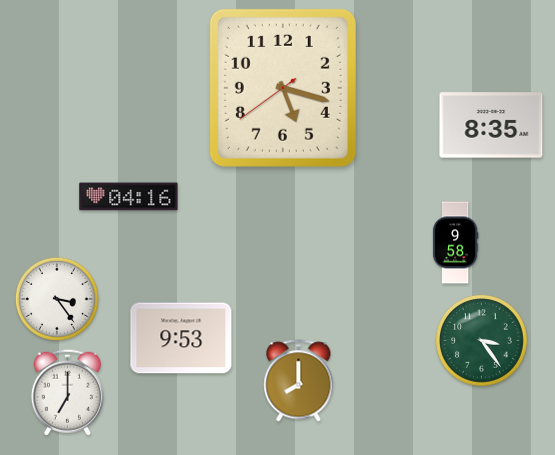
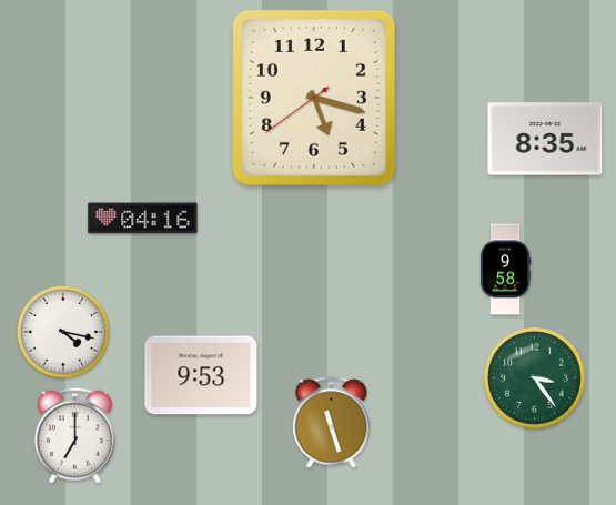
clock at (57, 299): 3:24 -> 4:17
clock at (299, 381): 8:00 -> 11:27
